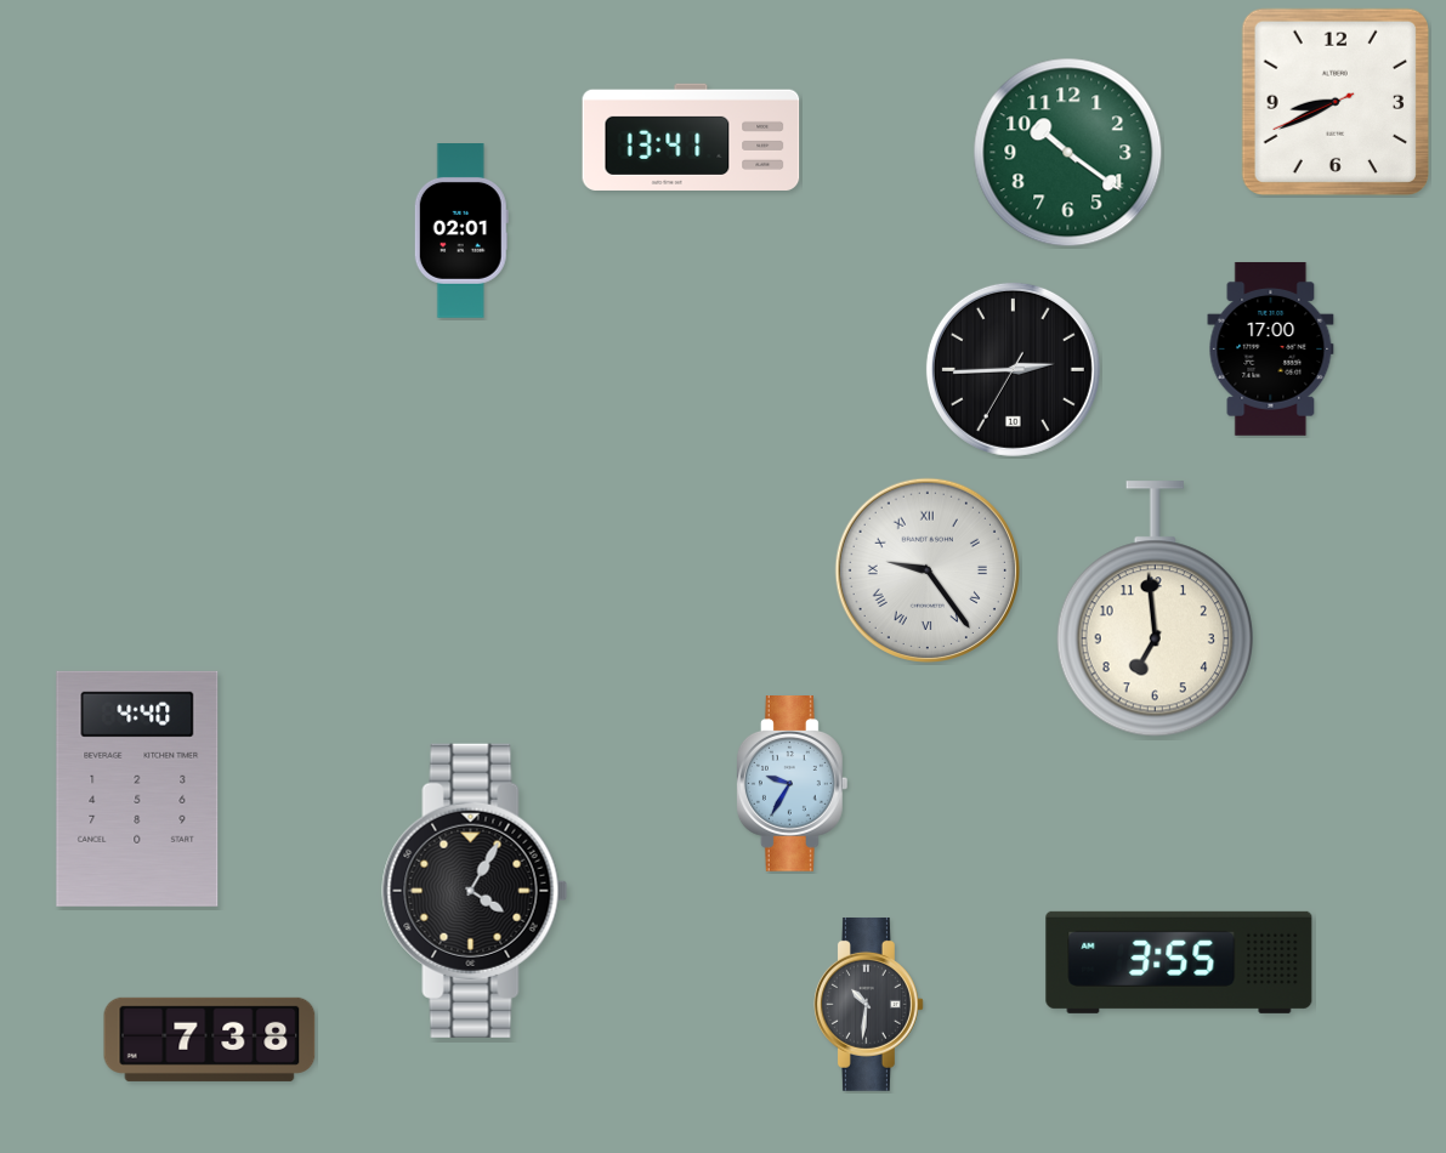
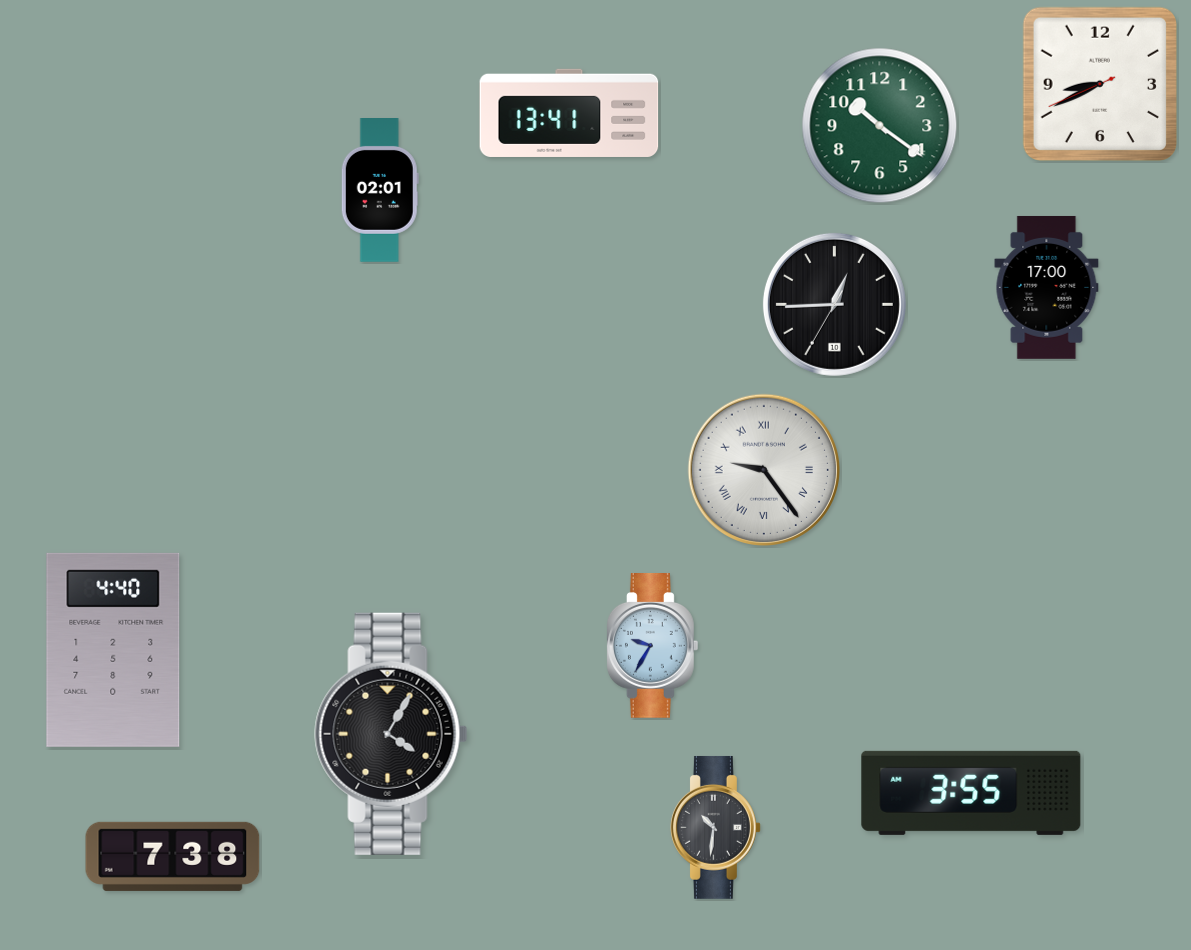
clock at (1013, 369): 2:44 -> 12:44
clock at (1155, 609): 6:59 -> none
